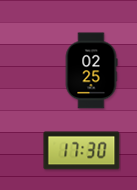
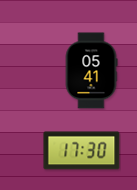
clock at (91, 71): 02:25 -> 05:41
